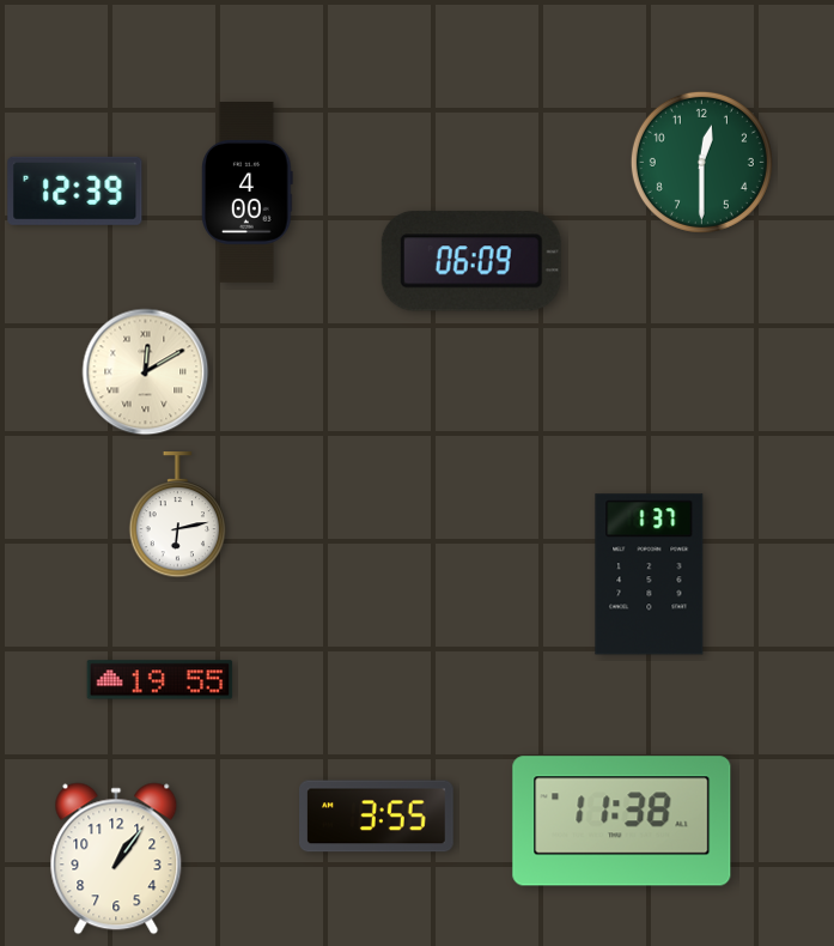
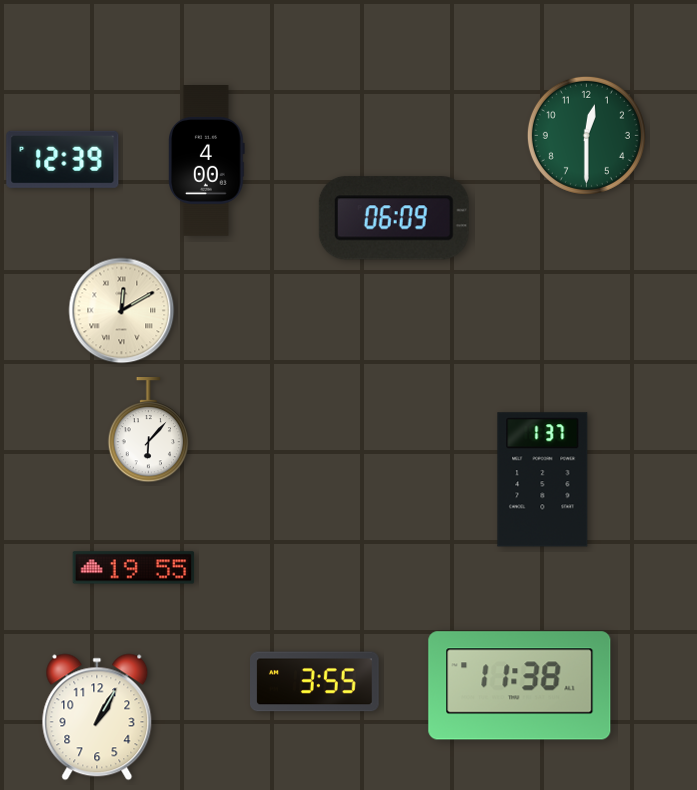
clock at (178, 515): 6:13 -> 6:07
clock at (116, 859): 1:06 -> 1:05
